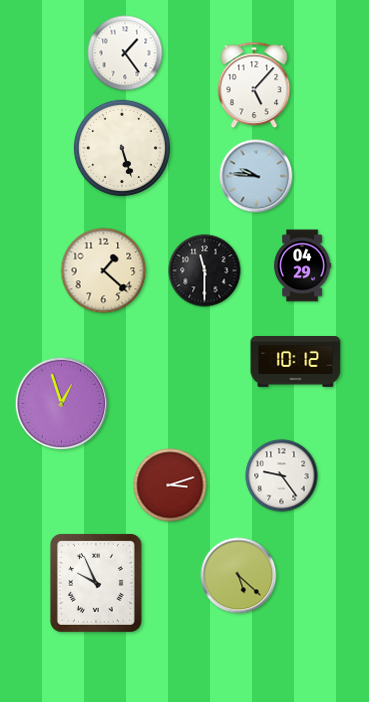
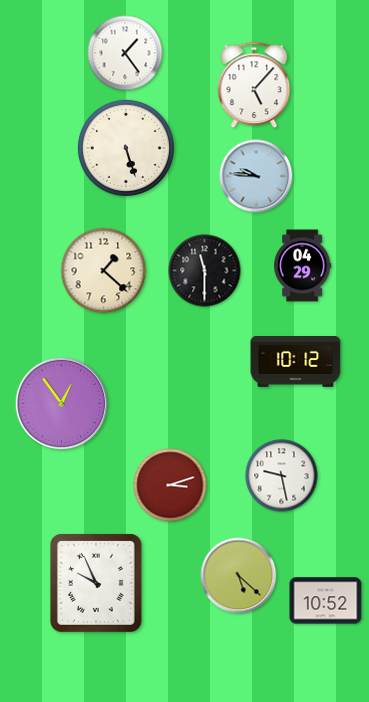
clock at (122, 148) position: (122, 148) -> (126, 148)
clock at (62, 404): 12:57 -> 12:54
clock at (282, 476): 9:24 -> 9:28
clock at (326, 601): none -> 10:52
